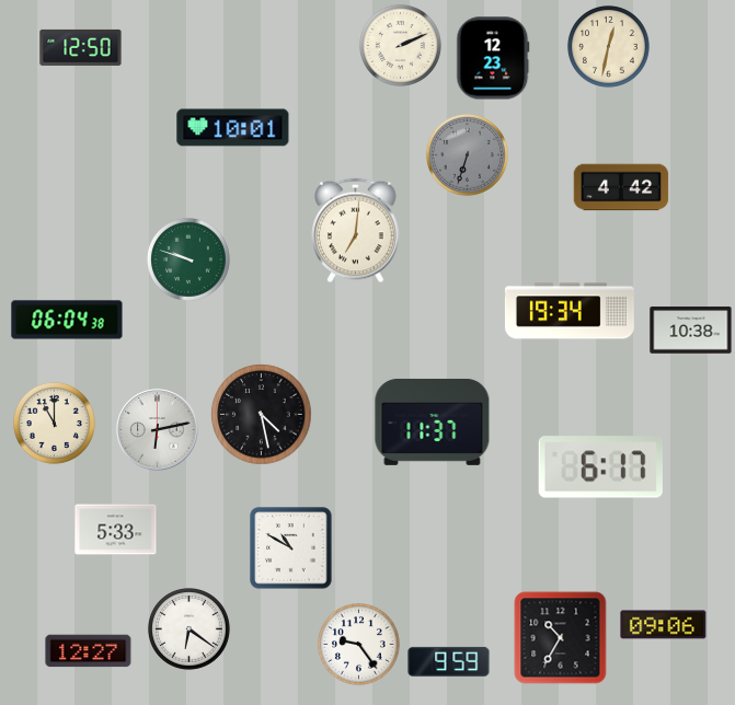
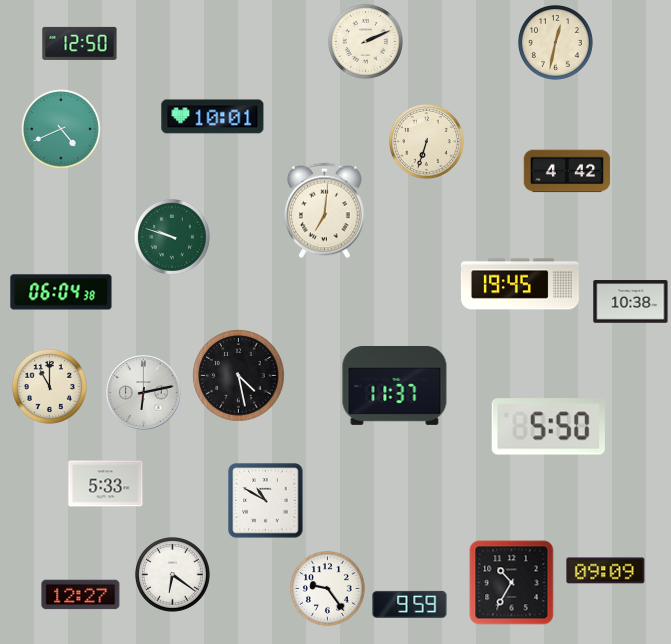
clock at (81, 47) position: (81, 47) -> (80, 43)
clock at (493, 58): 12:23 -> none
clock at (62, 130): none -> 4:41
clock at (467, 154) dial: grey -> cream
clock at (570, 311): 19:34 -> 19:45
clock at (262, 415) position: (262, 415) -> (239, 376)
clock at (600, 467): 6:17 -> 5:50
clock at (664, 625): 09:06 -> 09:09
